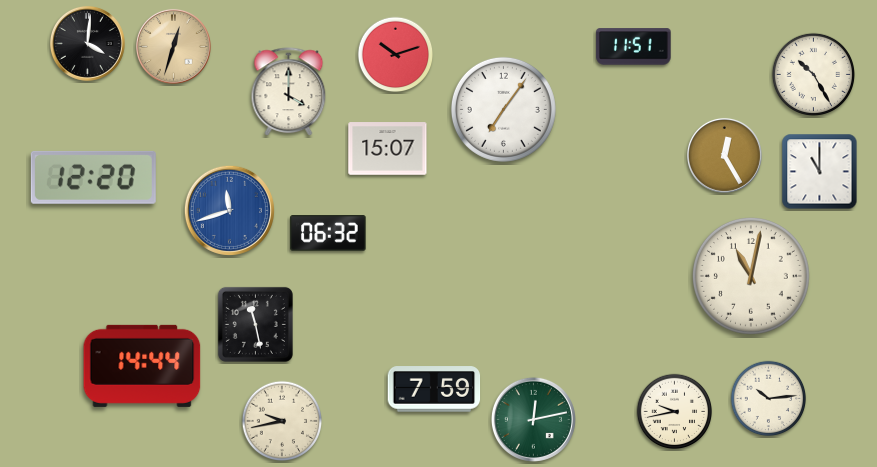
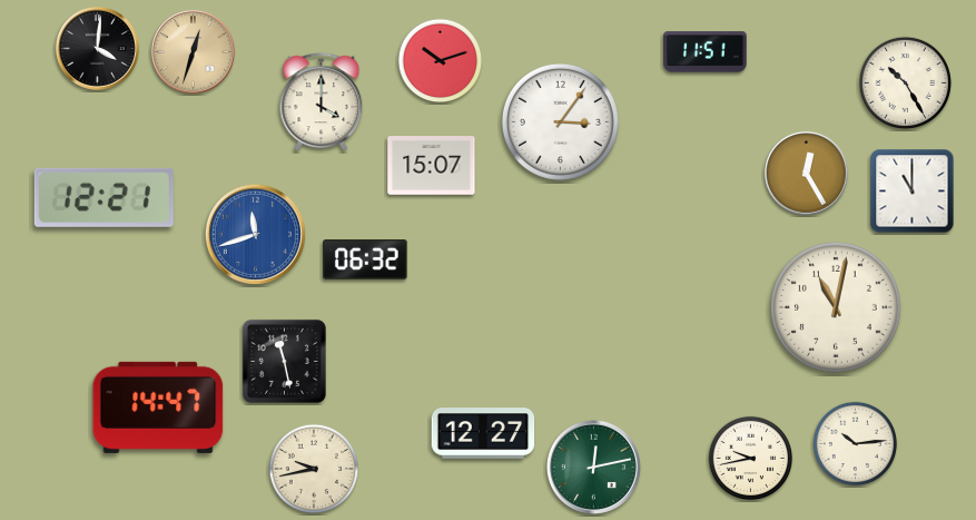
clock at (503, 109): 7:06 -> 3:06
clock at (93, 177): 12:20 -> 12:21
clock at (142, 366): 14:44 -> 14:47
clock at (434, 389): 7:59 -> 12:27
